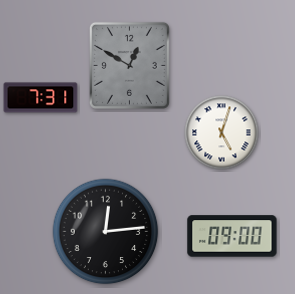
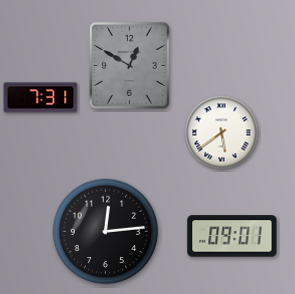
clock at (222, 133): 5:03 -> 5:39
clock at (232, 236): 09:00 -> 09:01
